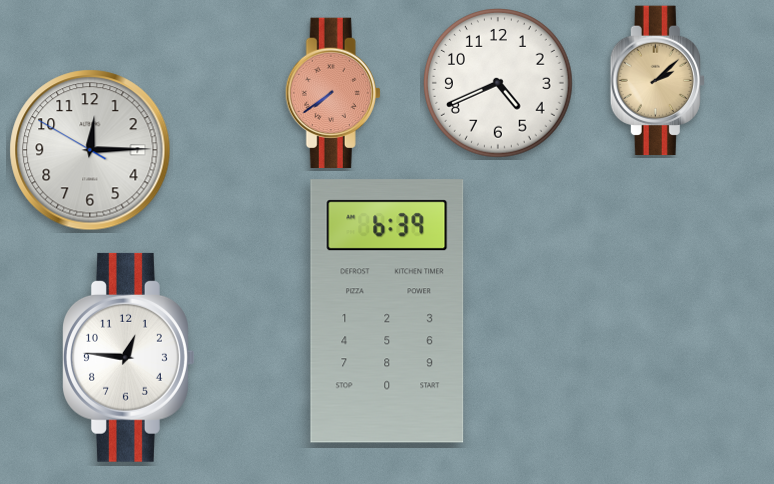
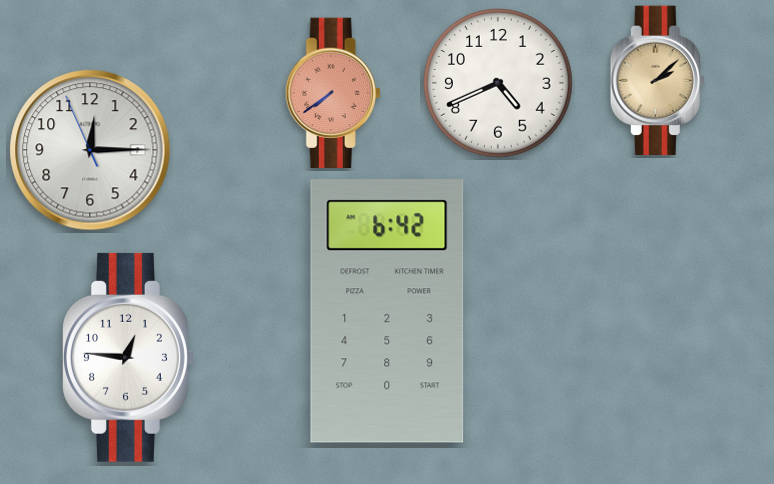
clock at (90, 150): 12:14:50 -> 12:14:56
clock at (387, 311): 6:39 -> 6:42
